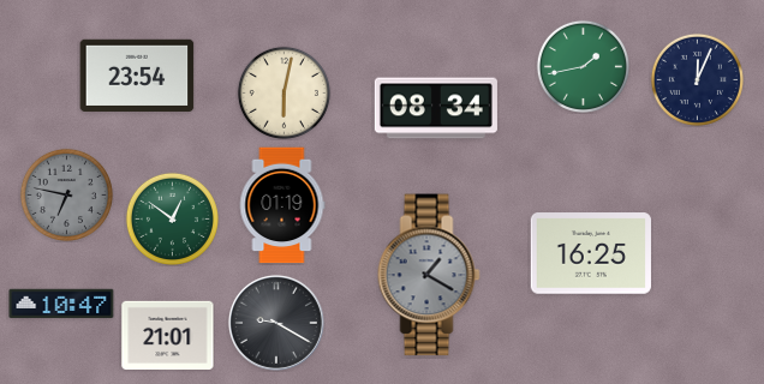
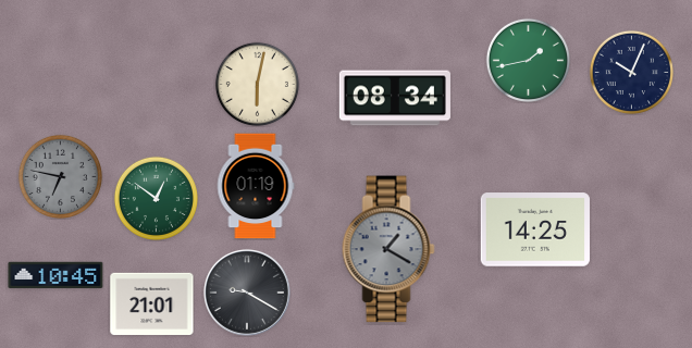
clock at (137, 74): 23:54 -> none
clock at (697, 79): 12:04 -> 10:04
clock at (591, 253): 16:25 -> 14:25
clock at (61, 304): 10:47 -> 10:45
clock at (276, 323) position: (276, 323) -> (247, 293)
